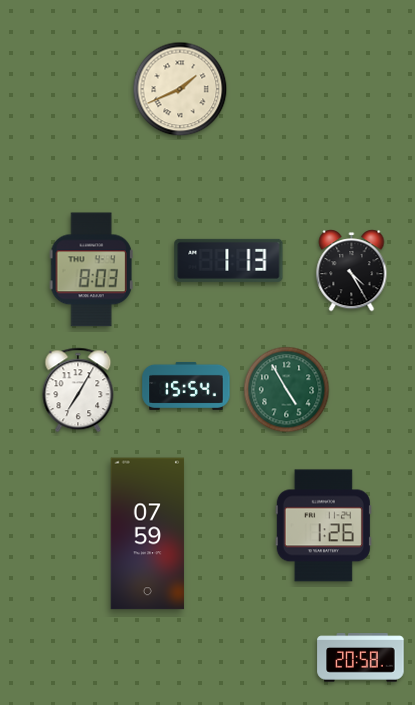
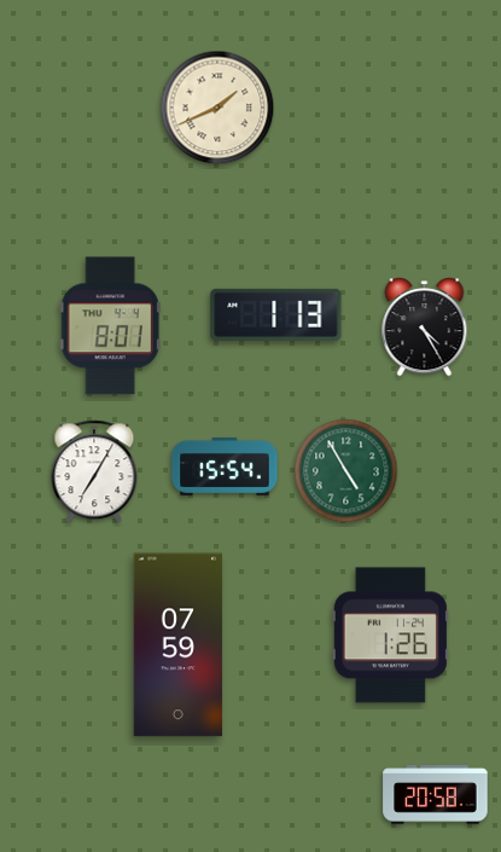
clock at (91, 270): 8:03 -> 8:01
